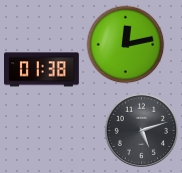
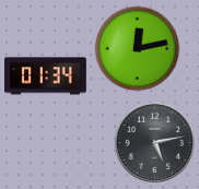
clock at (42, 70): 01:38 -> 01:34
clock at (142, 131): 5:12 -> 5:13
